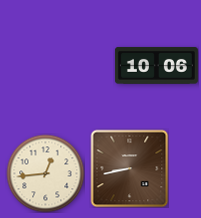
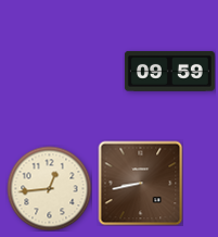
clock at (156, 65): 10:06 -> 09:59
